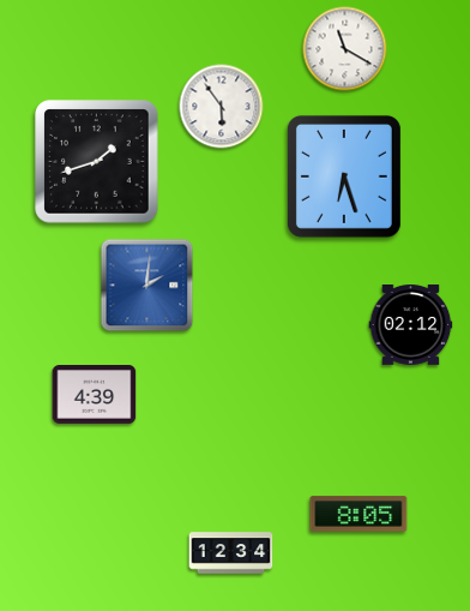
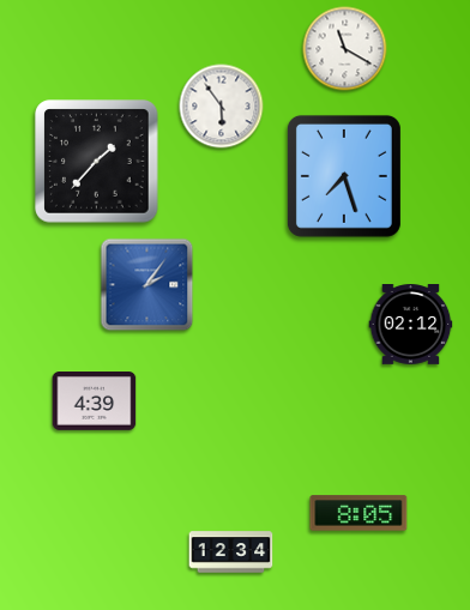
clock at (97, 162): 1:42 -> 1:37
clock at (344, 176): 6:27 -> 7:27
clock at (147, 286): 2:01 -> 2:06
clock at (95, 395) position: (95, 395) -> (95, 401)
